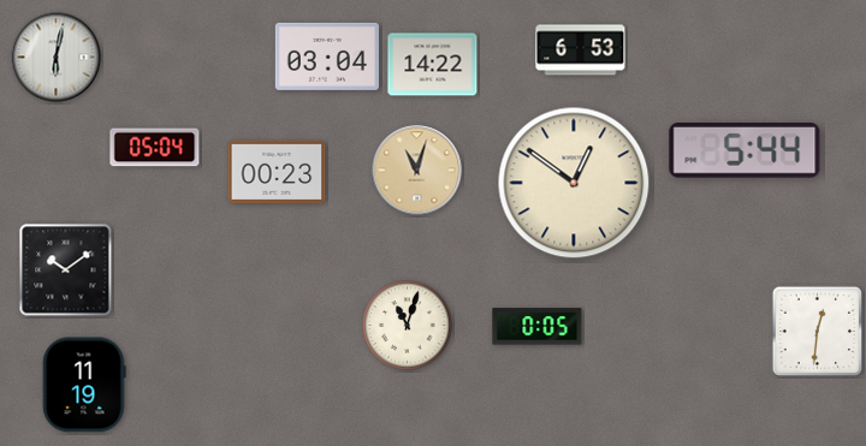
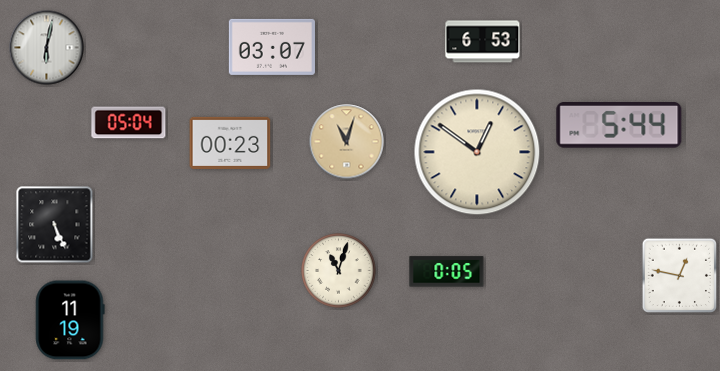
clock at (327, 57): 03:04 -> 03:07
clock at (433, 65): 14:22 -> none
clock at (66, 270): 10:09 -> 5:26
clock at (818, 332): 12:31 -> 12:47
